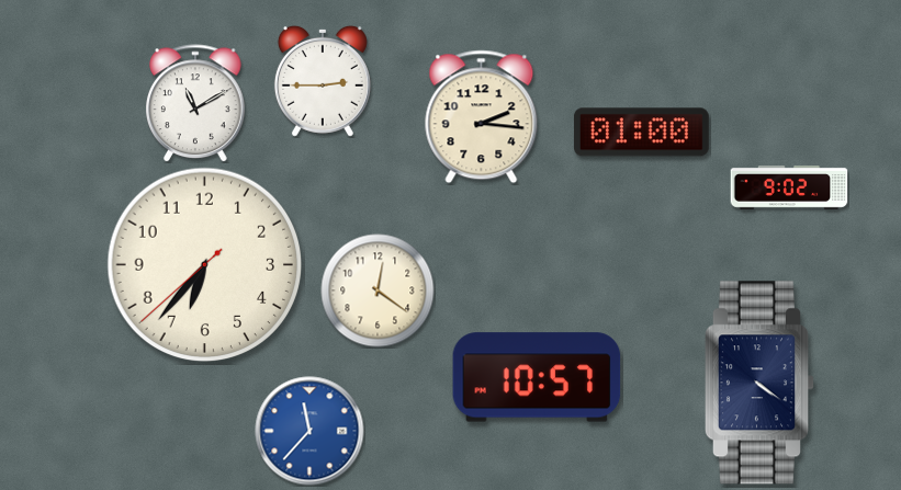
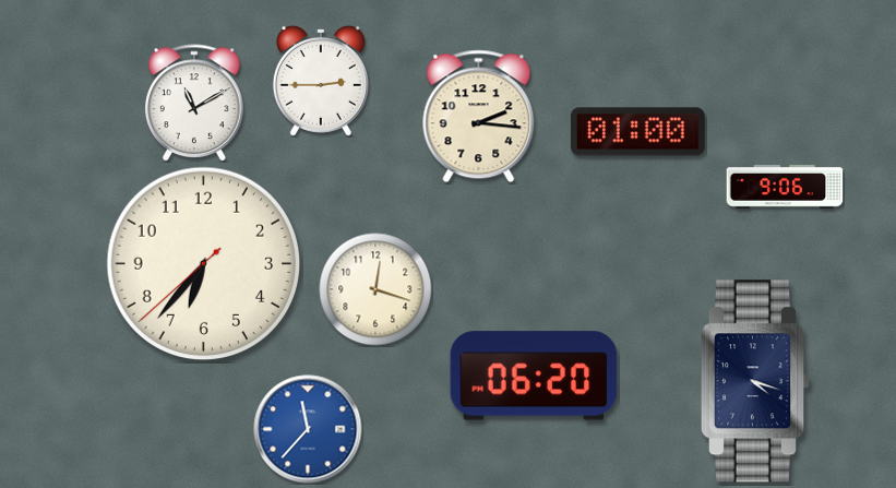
clock at (789, 189): 9:02 -> 9:06
clock at (378, 290): 12:21 -> 12:18
clock at (537, 377): 10:57 -> 06:20
clock at (758, 383): 4:21 -> 4:18
